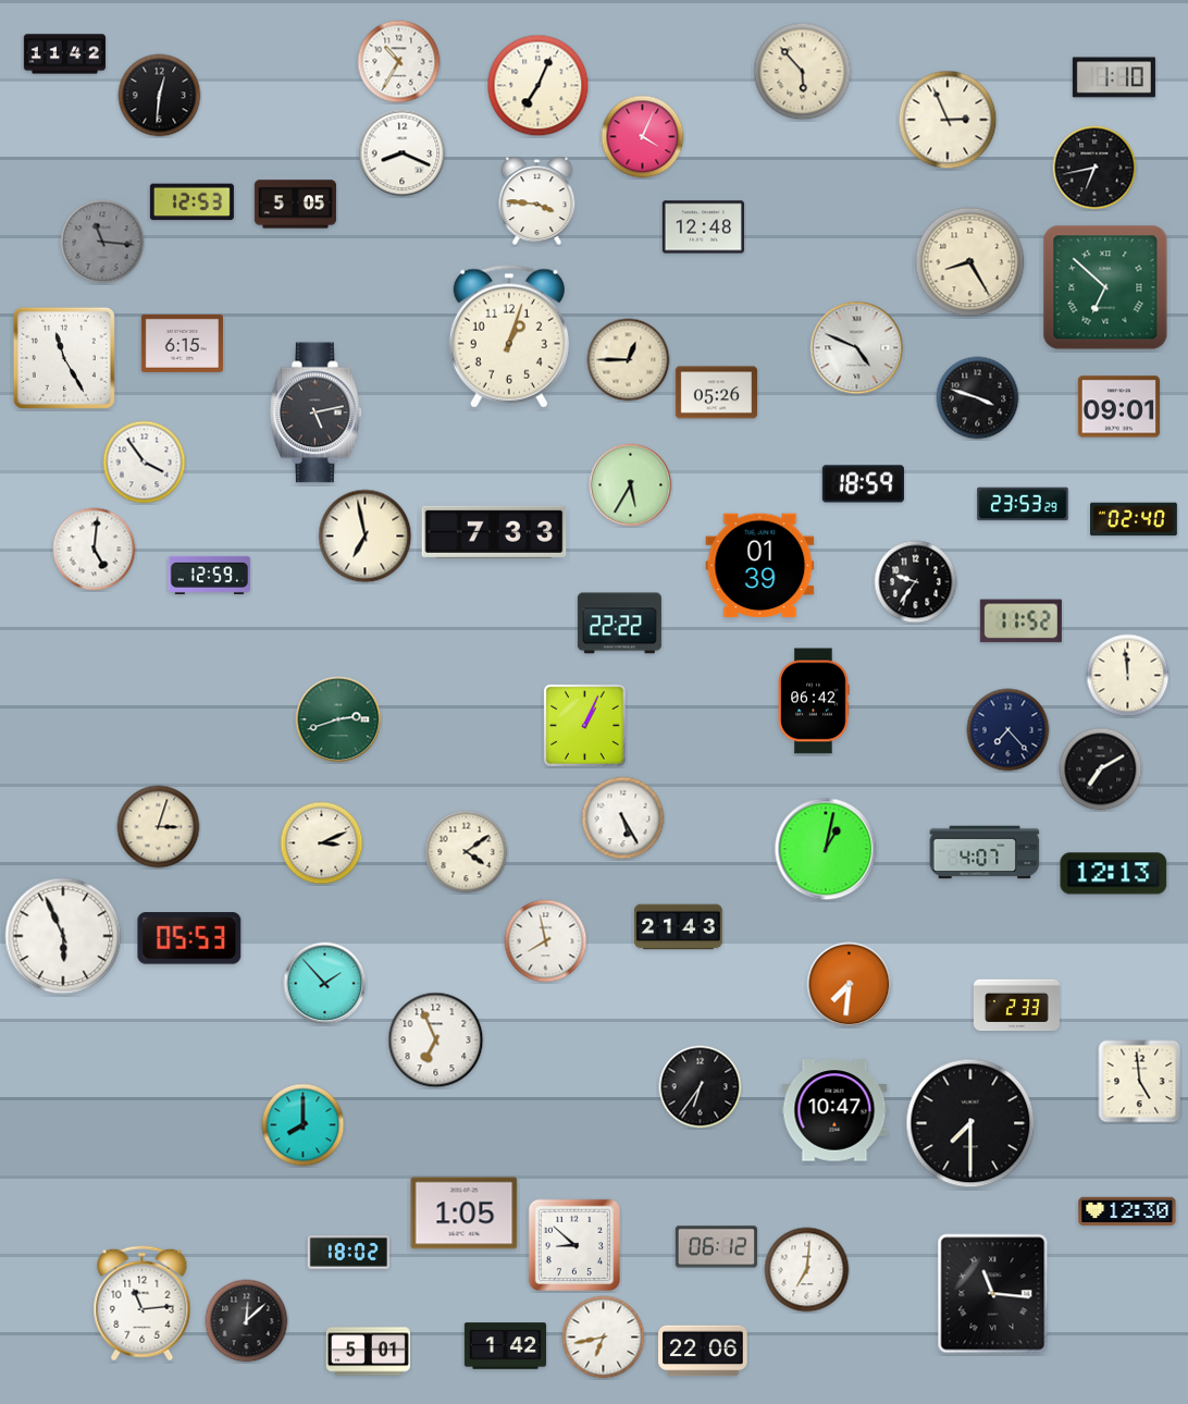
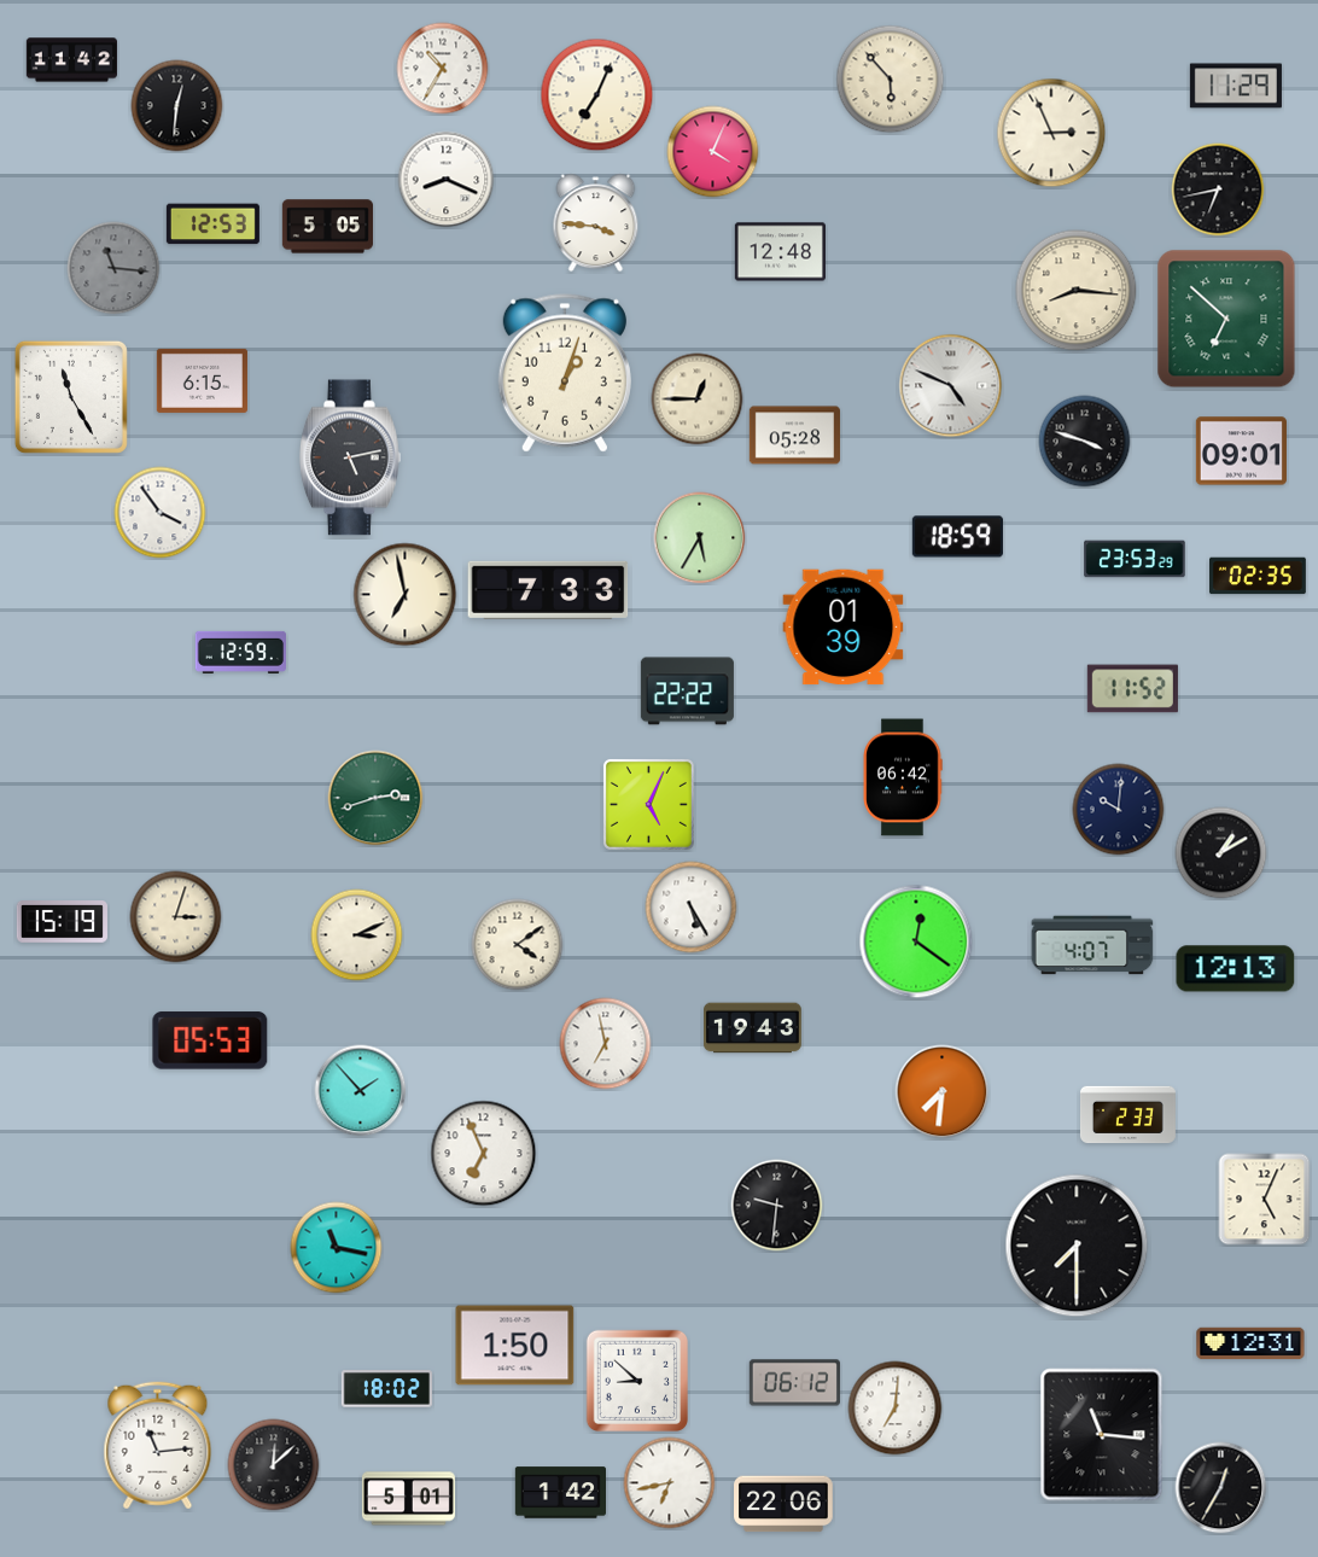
clock at (1114, 77): 1:10 -> 11:29
clock at (403, 153) position: (403, 153) -> (447, 180)
clock at (1094, 168) position: (1094, 168) -> (1218, 189)
clock at (970, 262): 8:25 -> 8:16
clock at (716, 393): 05:26 -> 05:28
clock at (1135, 519): 02:40 -> 02:35
clock at (95, 550): 5:01 -> none
clock at (209, 575) position: (209, 575) -> (240, 652)
clock at (916, 582): 9:36 -> none
clock at (1128, 676): 11:59 -> none
clock at (584, 725): 1:04 -> 5:04
clock at (1008, 730): 7:23 -> 10:01
clock at (1101, 769): 7:10 -> 1:10
clock at (62, 922): none -> 15:19
clock at (826, 849): 1:02 -> 12:21
clock at (679, 927): 21:43 -> 19:43
clock at (63, 936): 5:56 -> none
clock at (546, 941): 7:58 -> 6:58
clock at (1140, 1082): 4:59 -> 5:04
clock at (701, 1087): 6:36 -> 9:31
clock at (834, 1110): 10:47 -> none
clock at (304, 1125): 8:00 -> 11:17
clock at (1127, 1211): 12:30 -> 12:31
clock at (465, 1214): 1:05 -> 1:50
clock at (1221, 1488): none -> 12:35
clock at (703, 1351) position: (703, 1351) -> (783, 1504)
